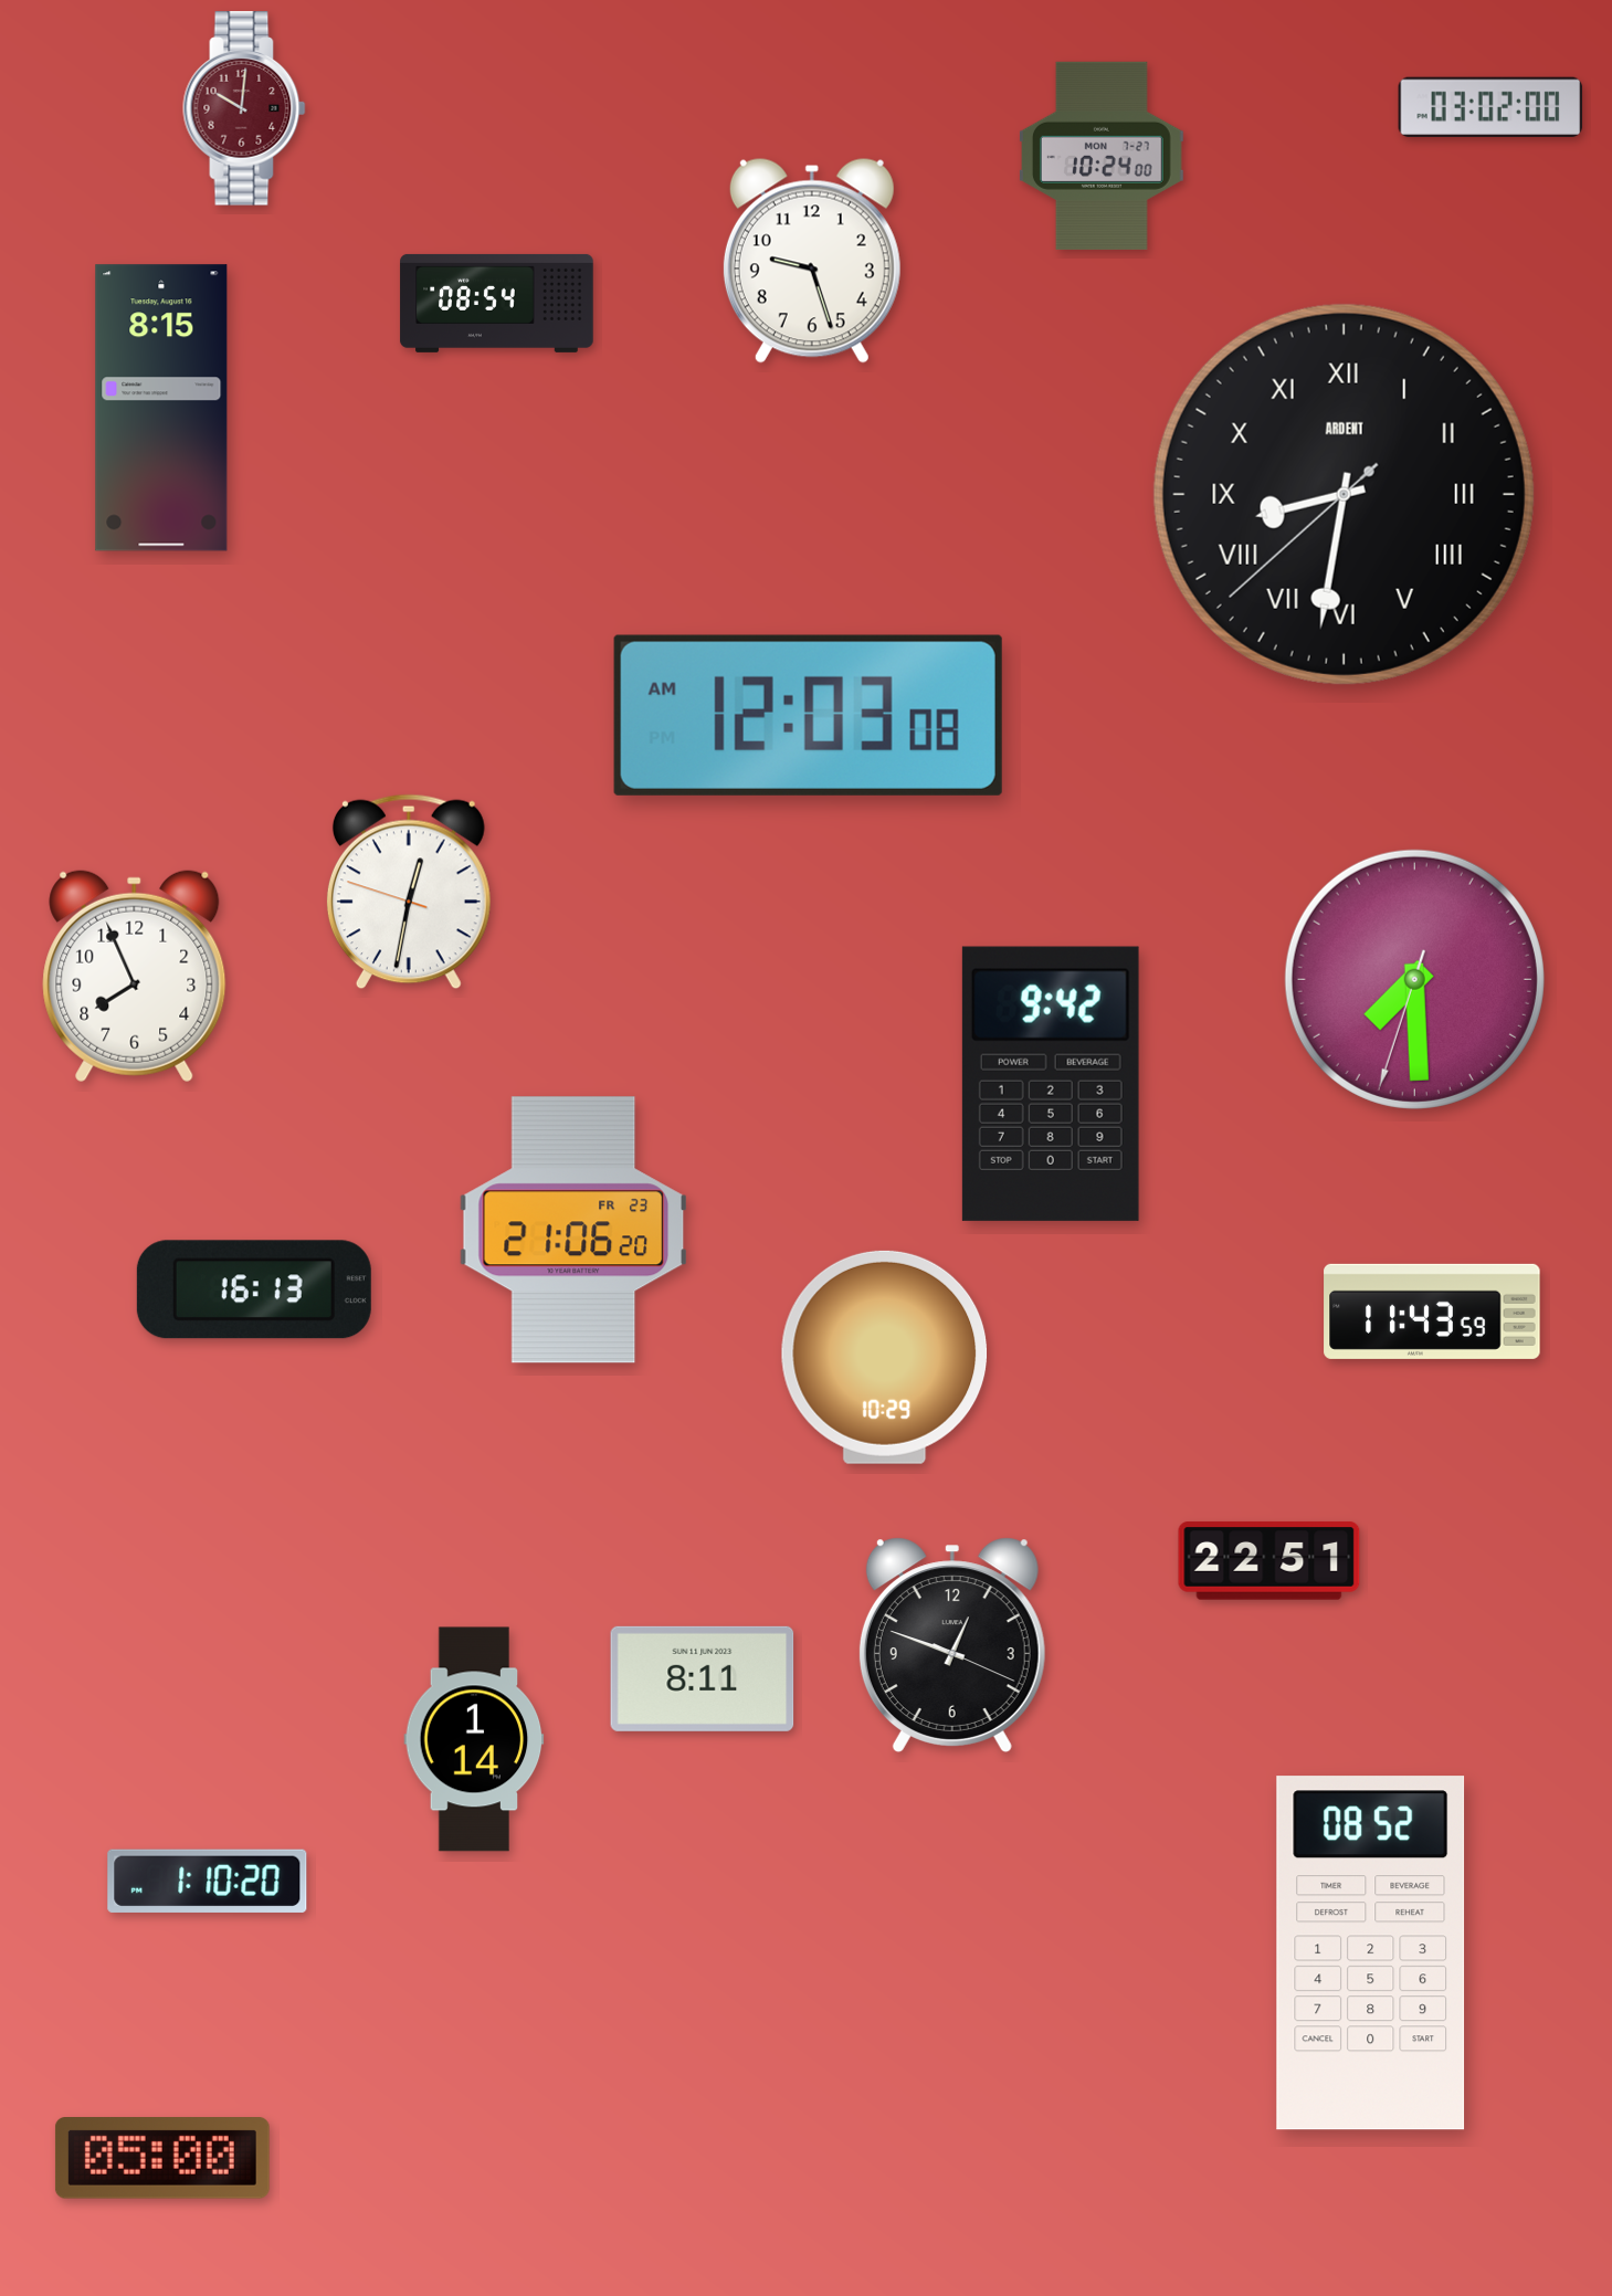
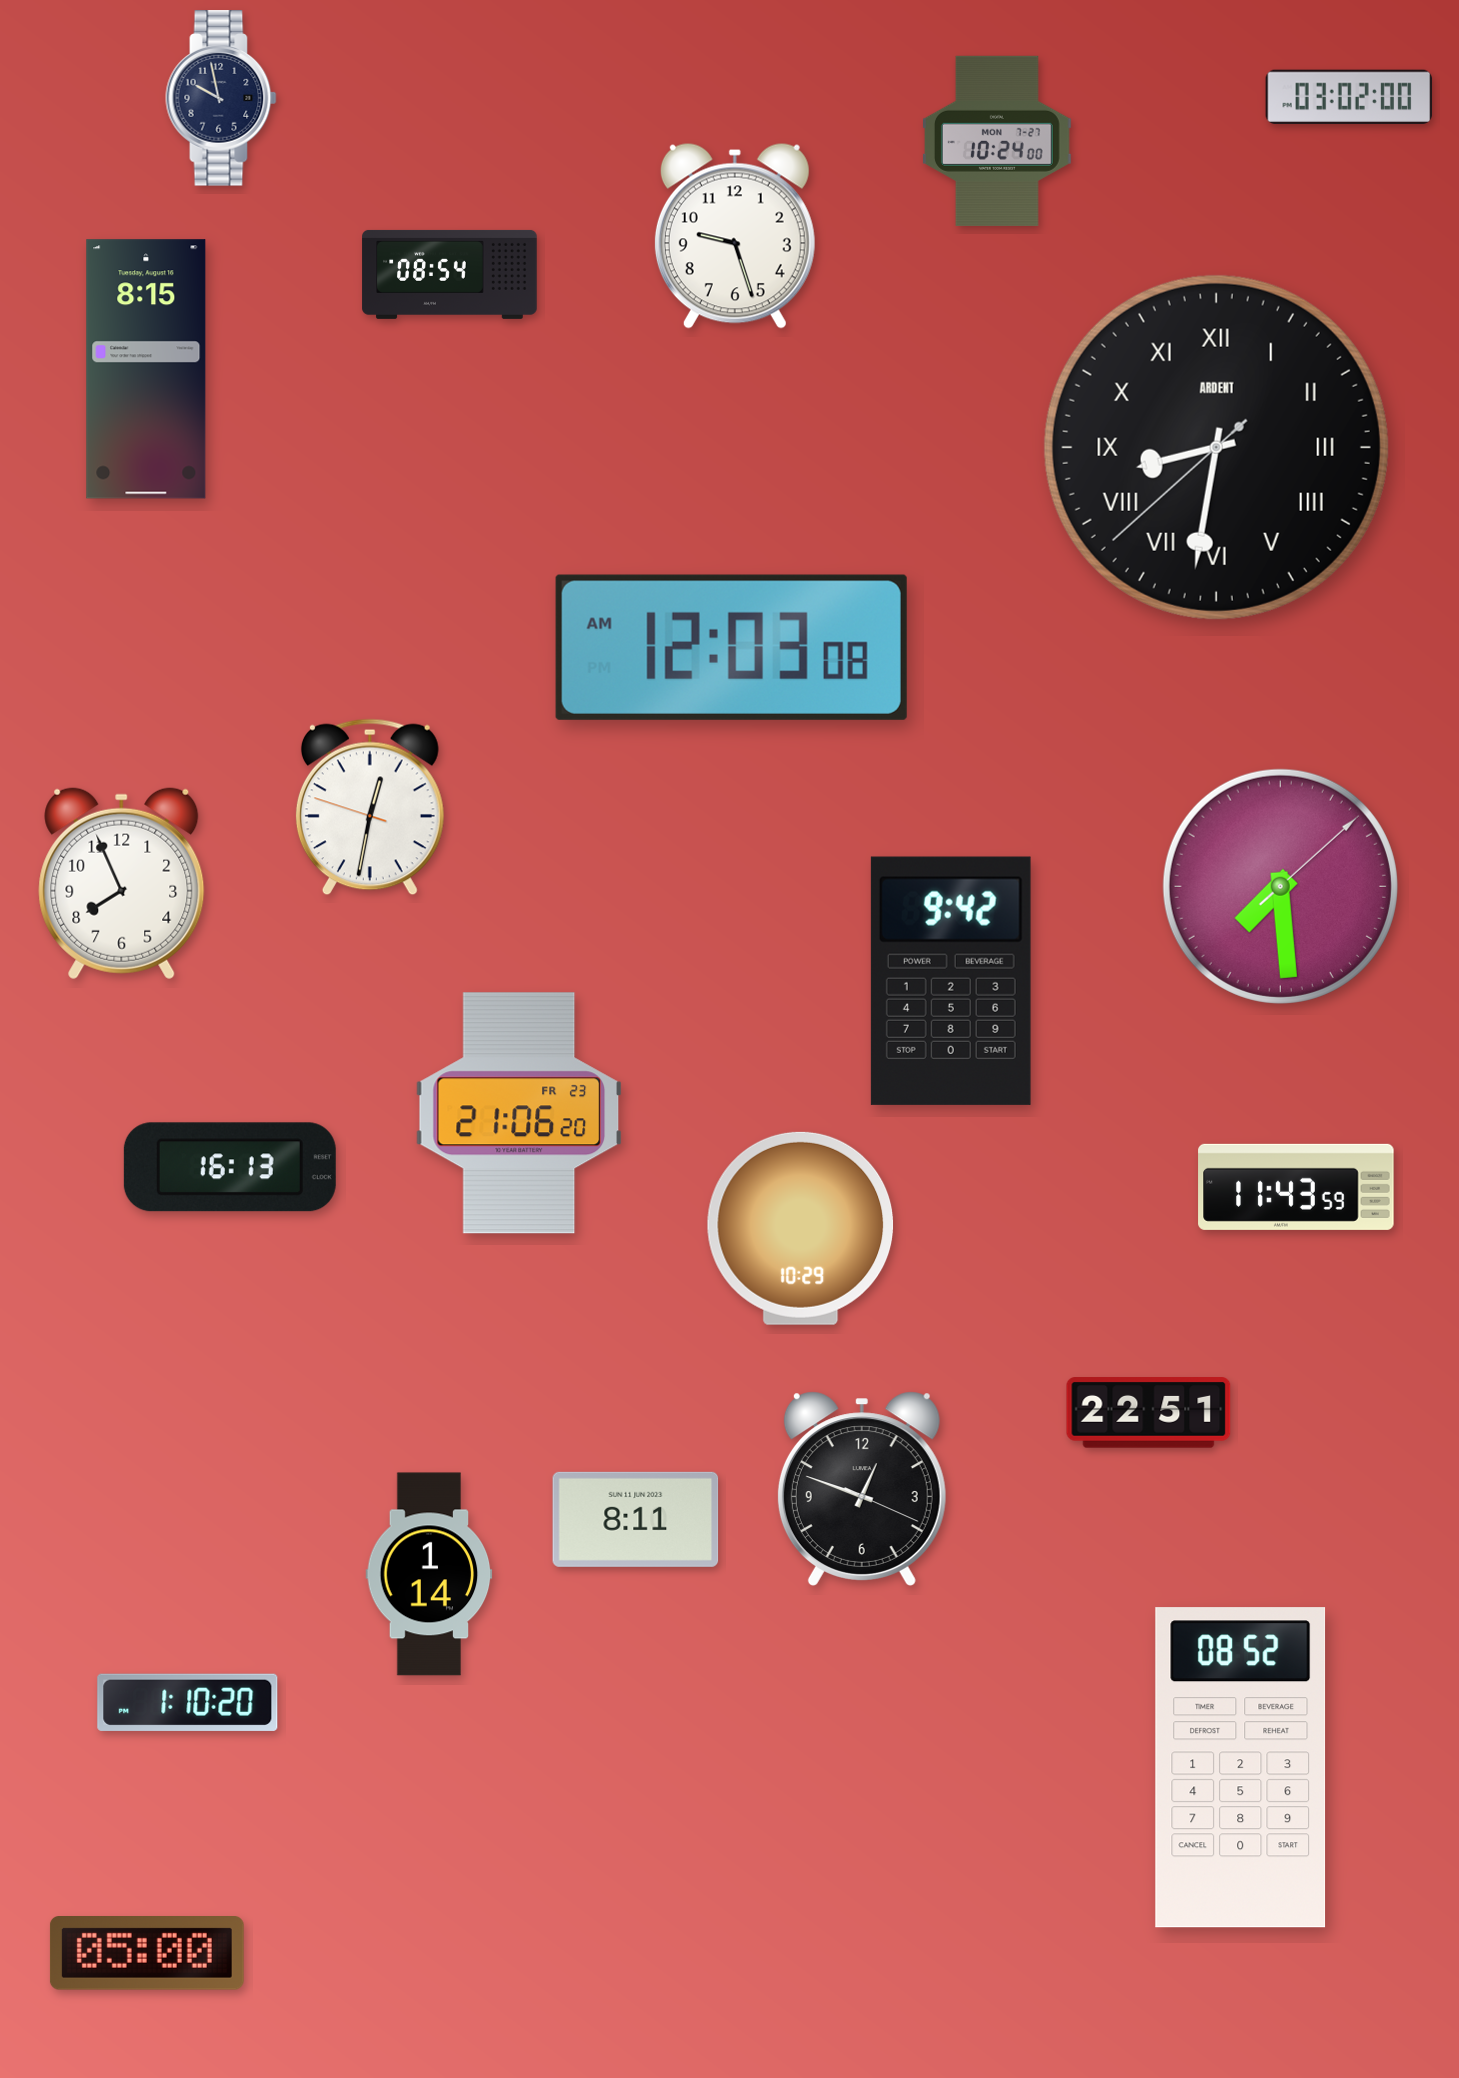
clock at (244, 108): 10:01 -> 9:58
clock at (244, 108) dial: burgundy -> navy
clock at (1414, 979): 7:29:33 -> 7:29:08
